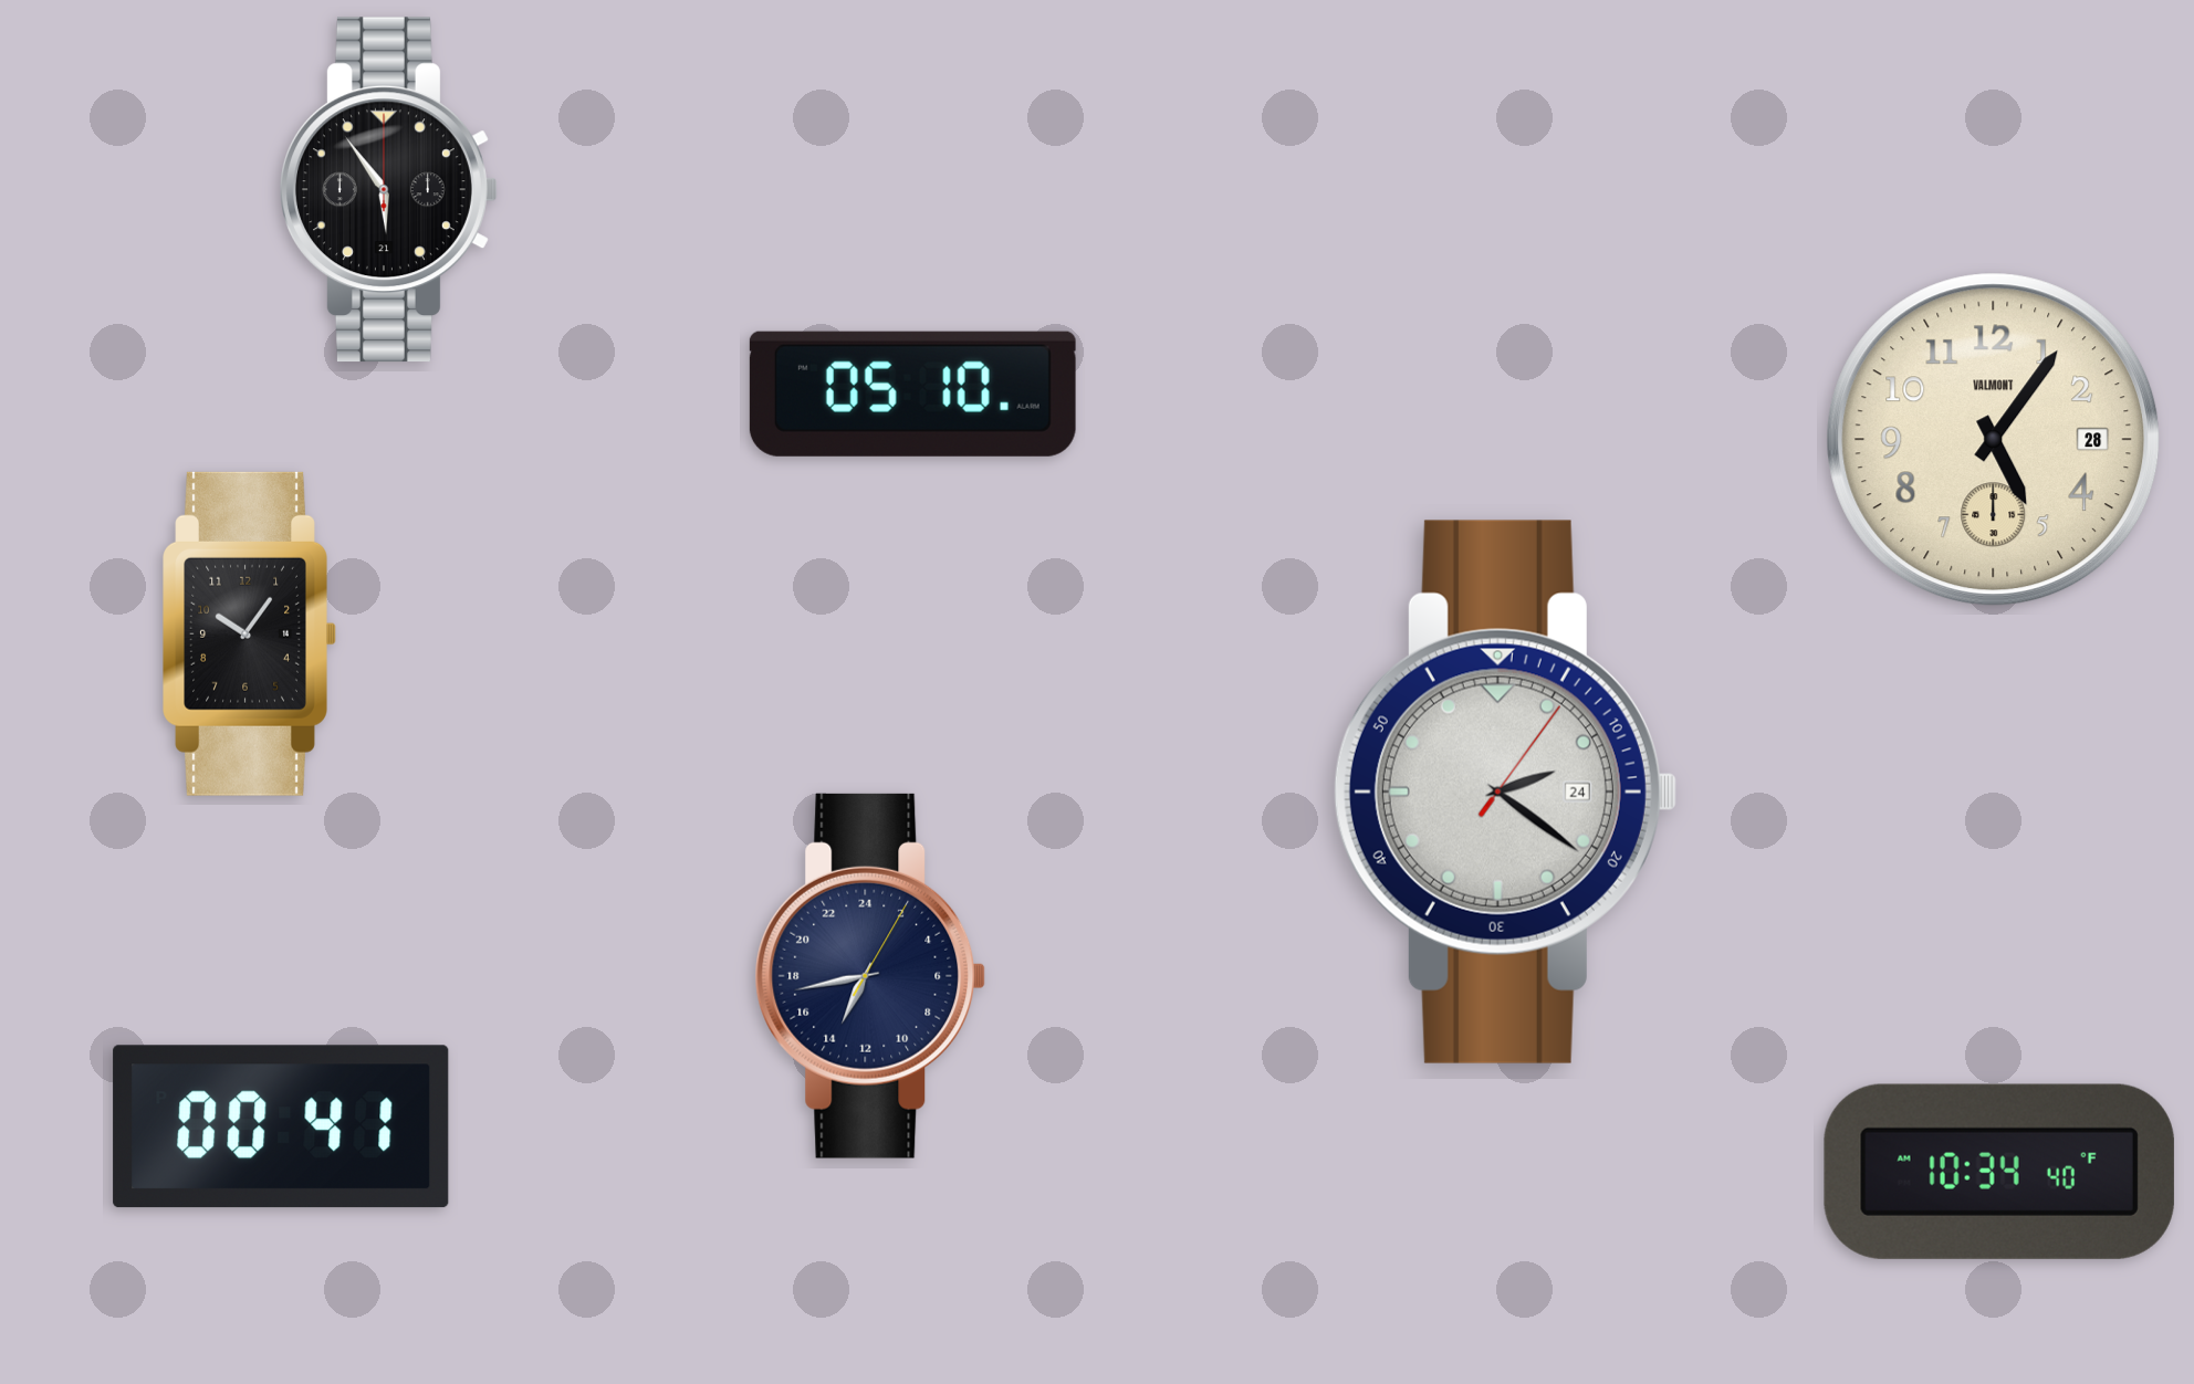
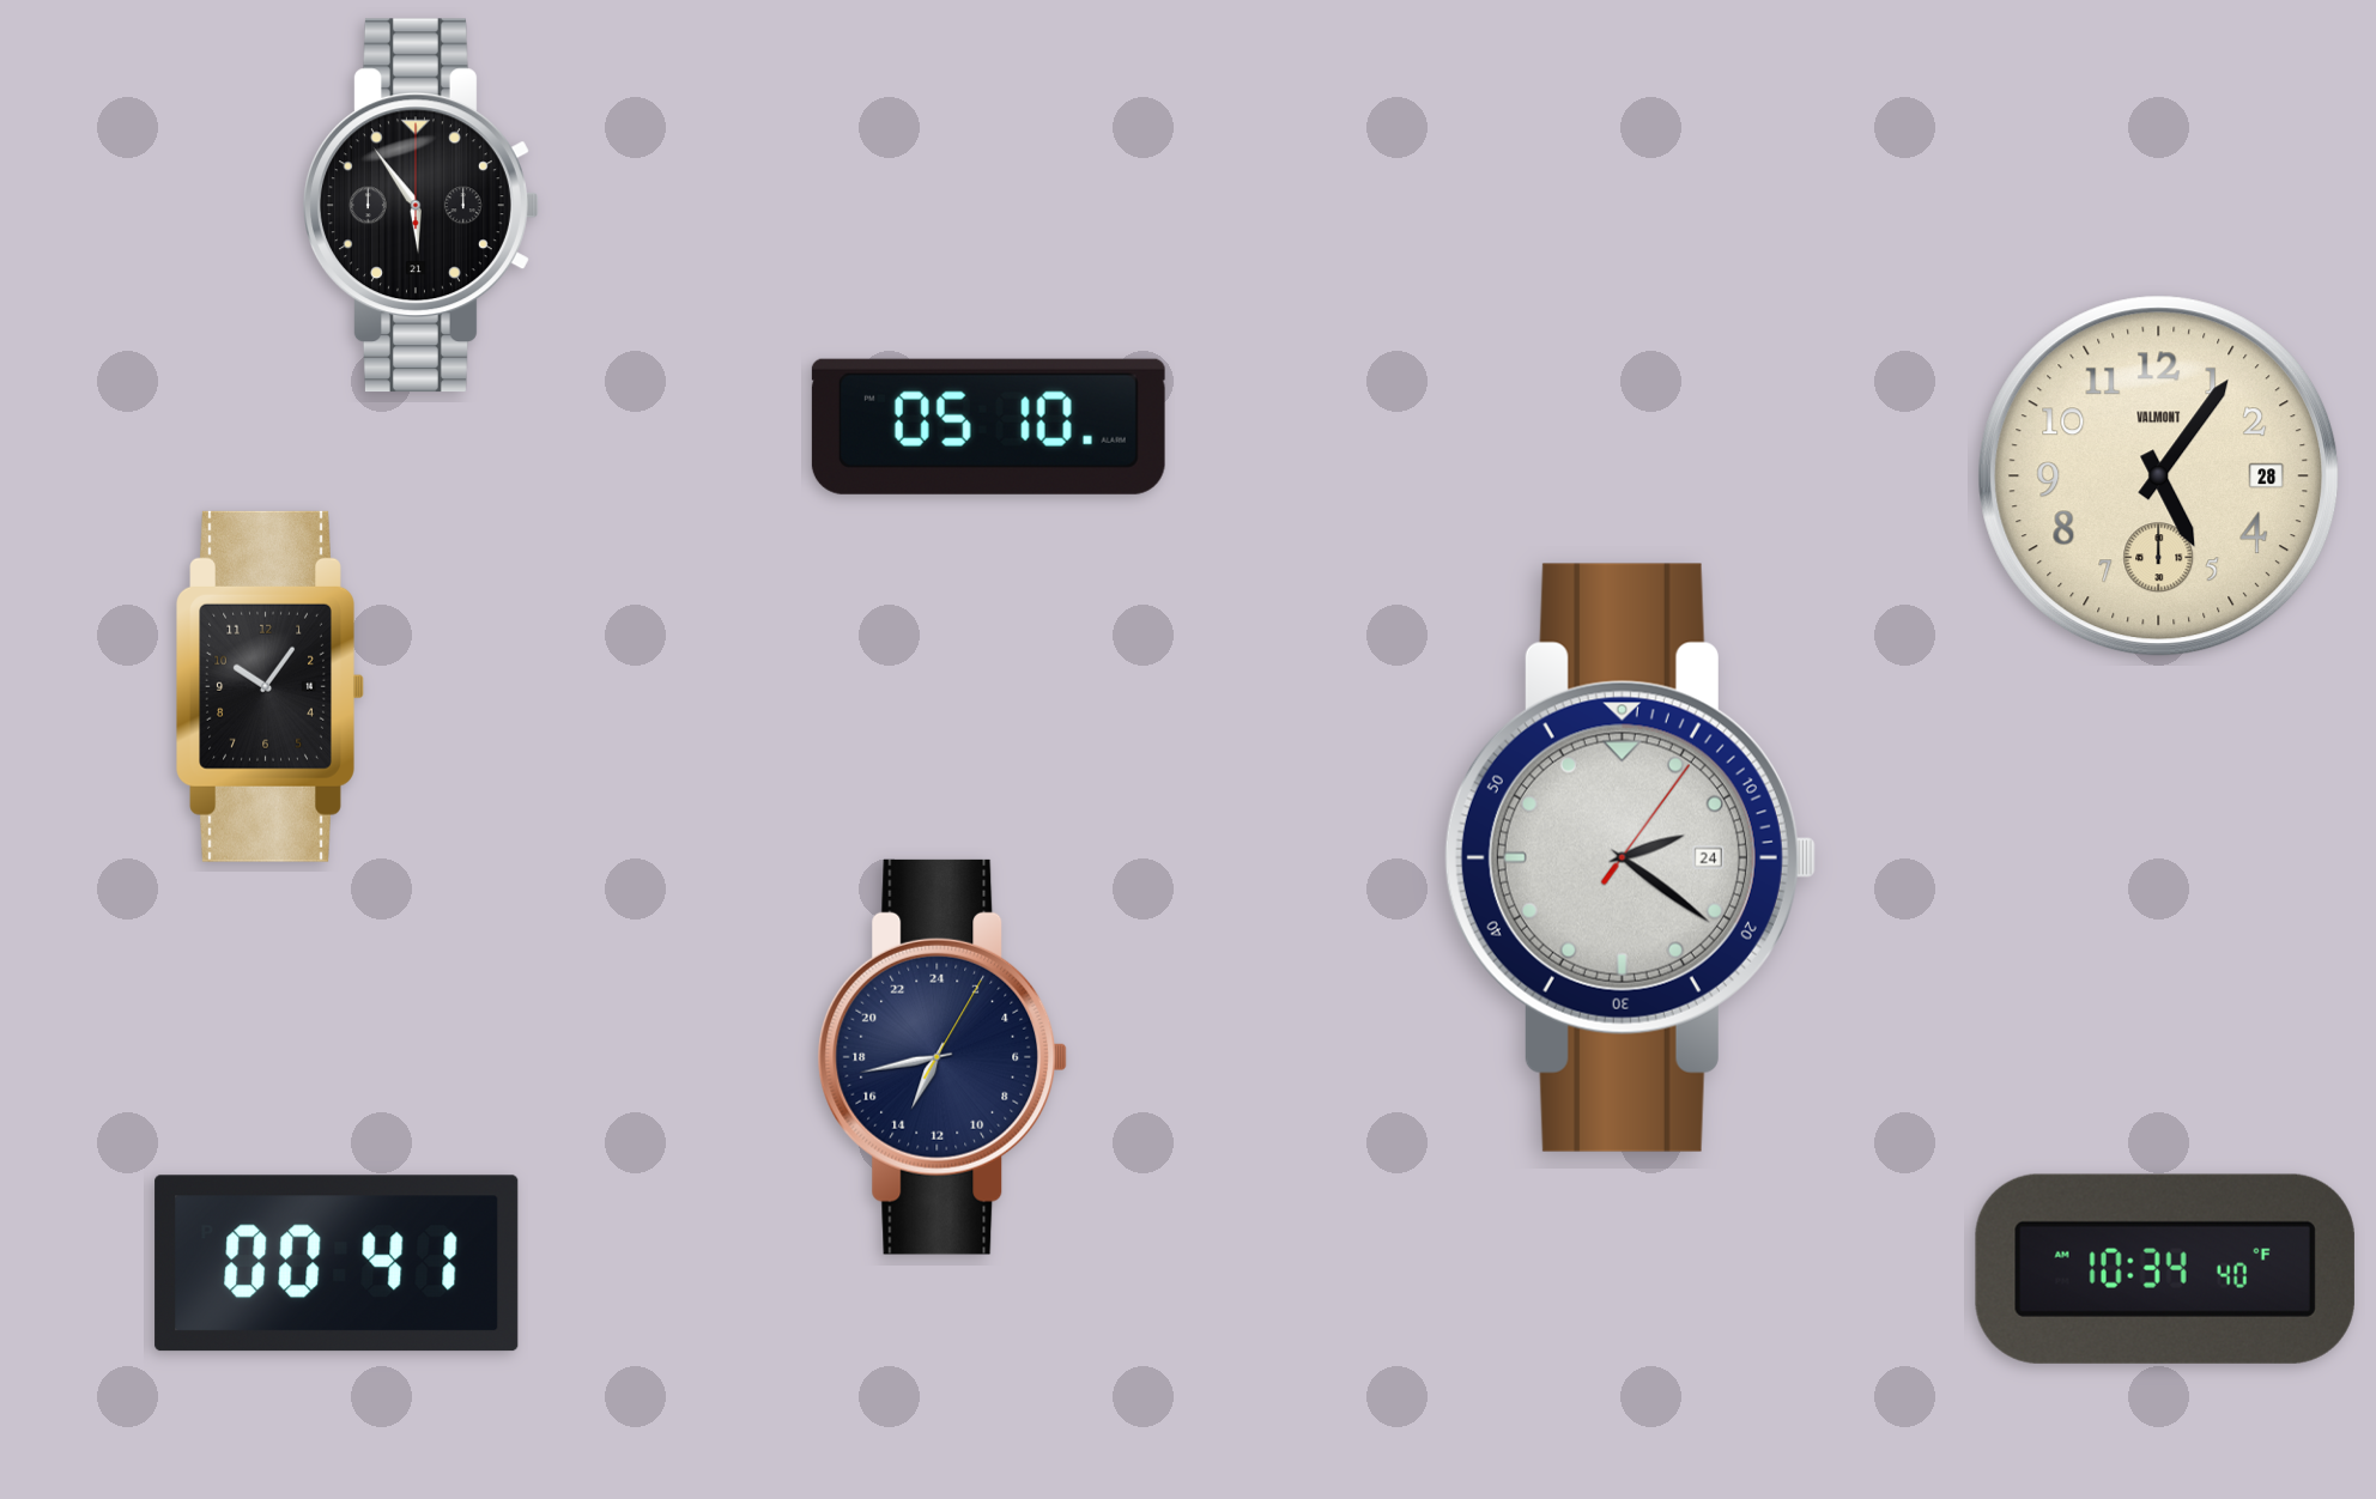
clock at (281, 1126) position: (281, 1126) -> (337, 1263)
